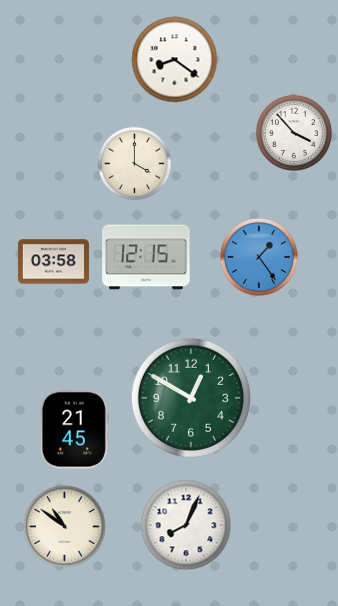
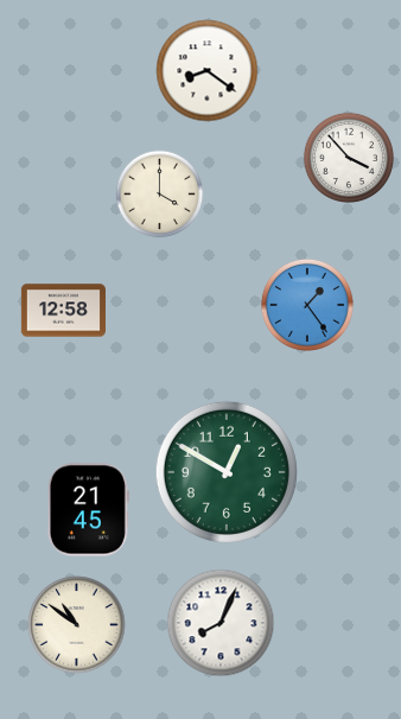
clock at (146, 257): 12:15 -> none
clock at (53, 262): 03:58 -> 12:58
